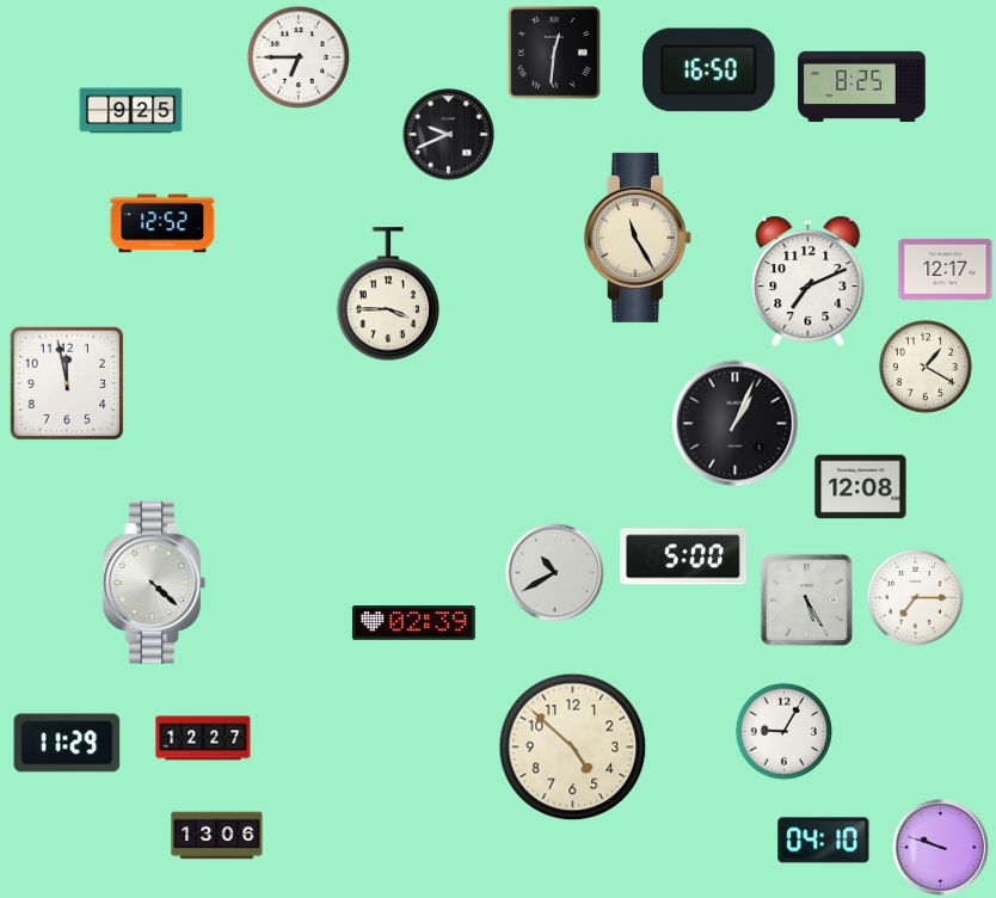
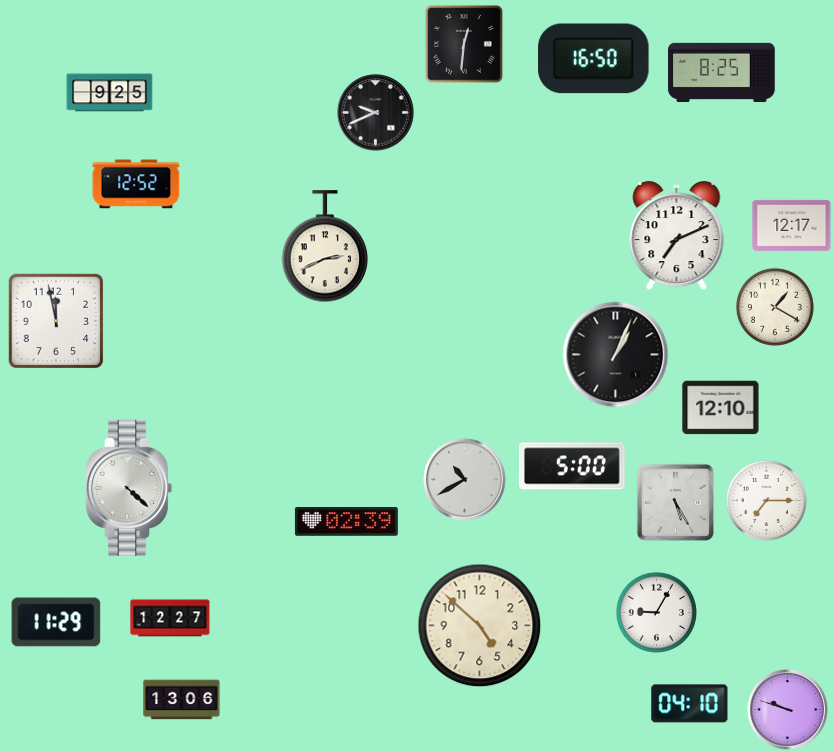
clock at (299, 57): 6:45 -> none
clock at (162, 223) position: (162, 223) -> (136, 184)
clock at (638, 238): 11:25 -> none
clock at (388, 295): 3:45 -> 2:41
clock at (861, 487): 12:08 -> 12:10
